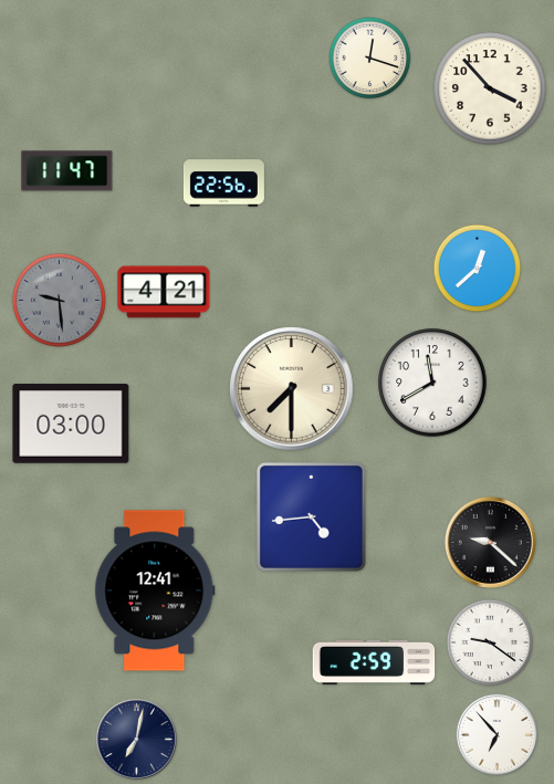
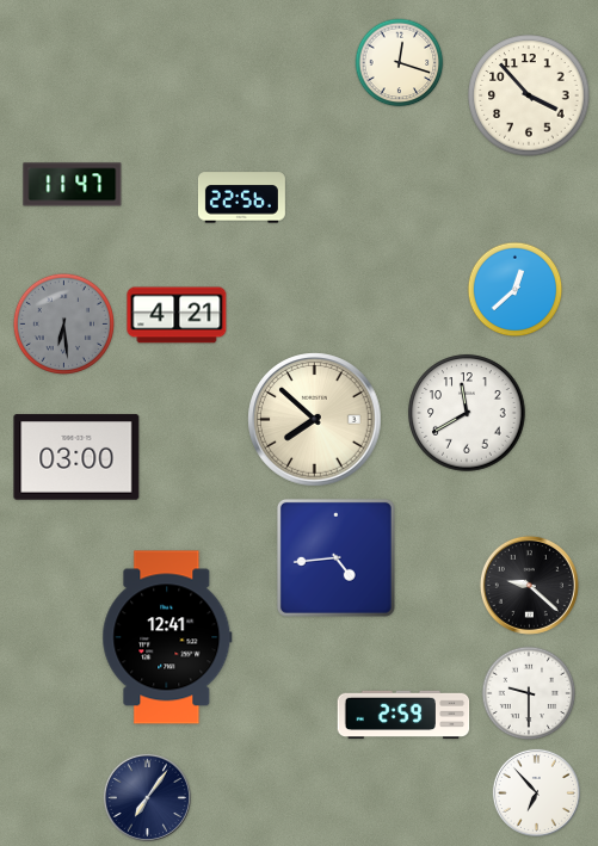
clock at (59, 300): 9:29 -> 6:29
clock at (292, 389): 7:30 -> 7:52
clock at (490, 642): 9:21 -> 9:30
clock at (136, 739): 7:02 -> 7:06
